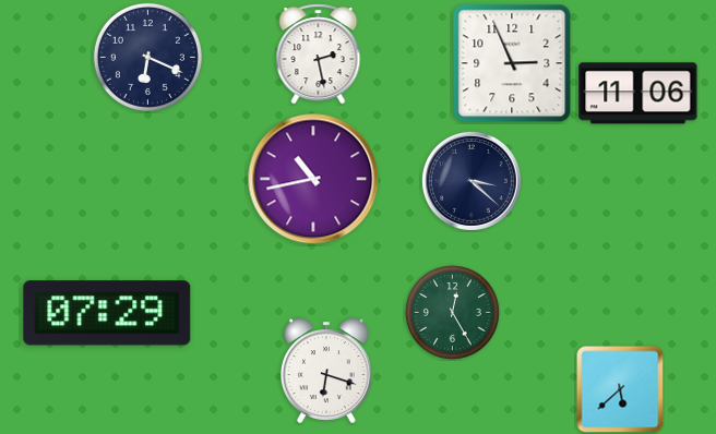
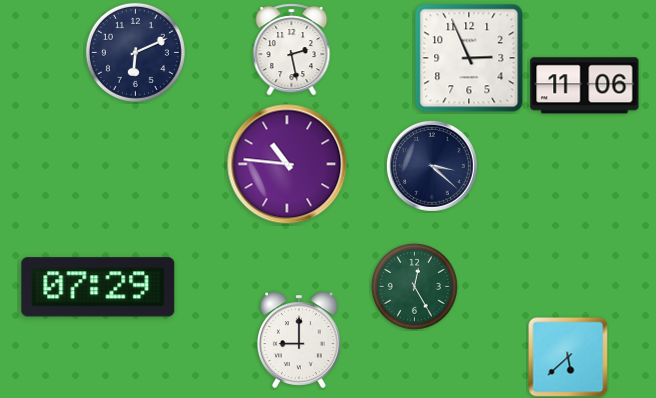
clock at (147, 57): 6:19 -> 6:11
clock at (313, 179): 10:43 -> 10:46
clock at (327, 371): 6:18 -> 9:00
